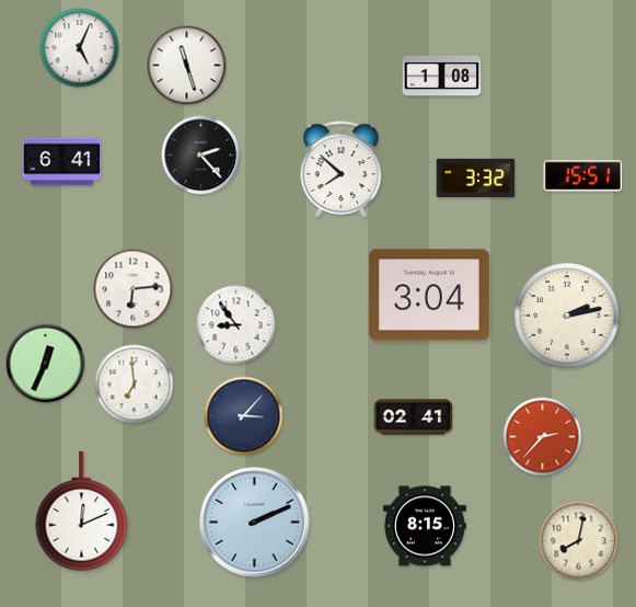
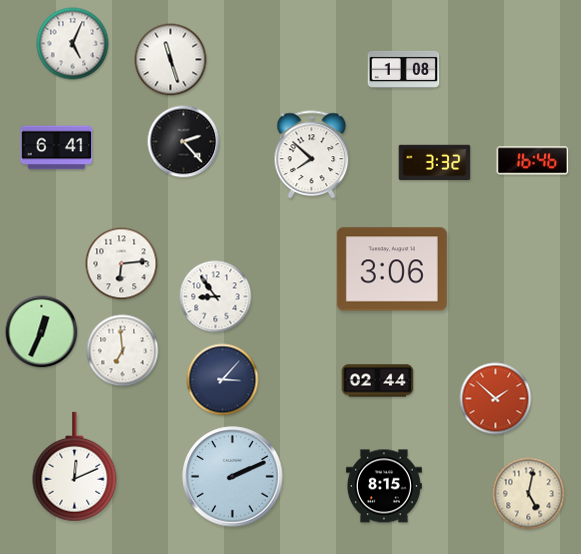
clock at (583, 176): 15:51 -> 16:46
clock at (429, 295): 3:04 -> 3:06
clock at (567, 316): 2:13 -> none
clock at (414, 417): 02:41 -> 02:44
clock at (543, 437): 2:37 -> 1:52
clock at (425, 526) position: (425, 526) -> (384, 486)
clock at (579, 541): 8:02 -> 5:02
